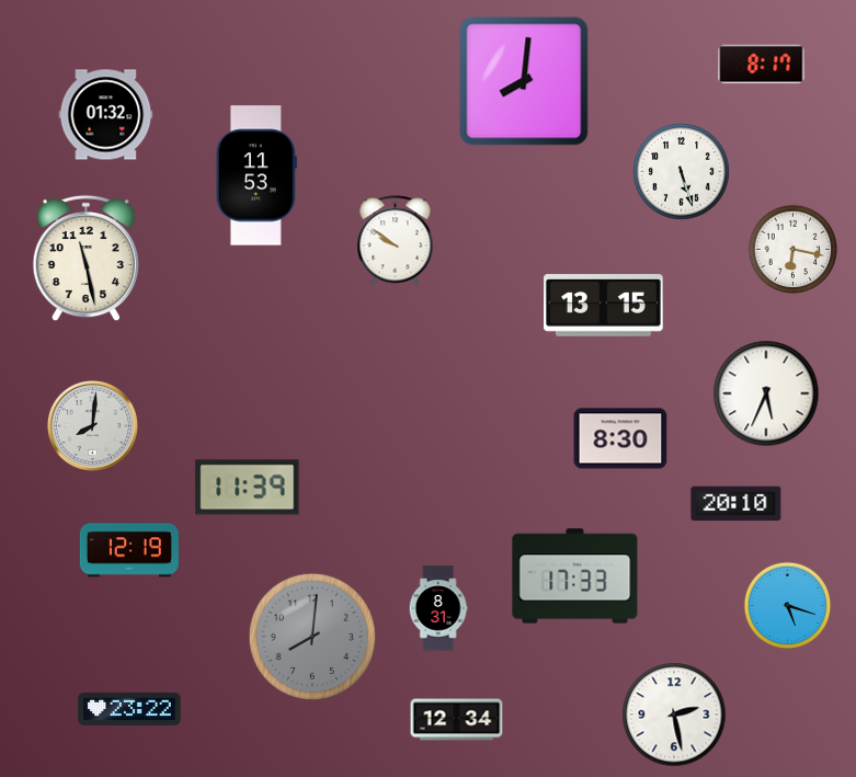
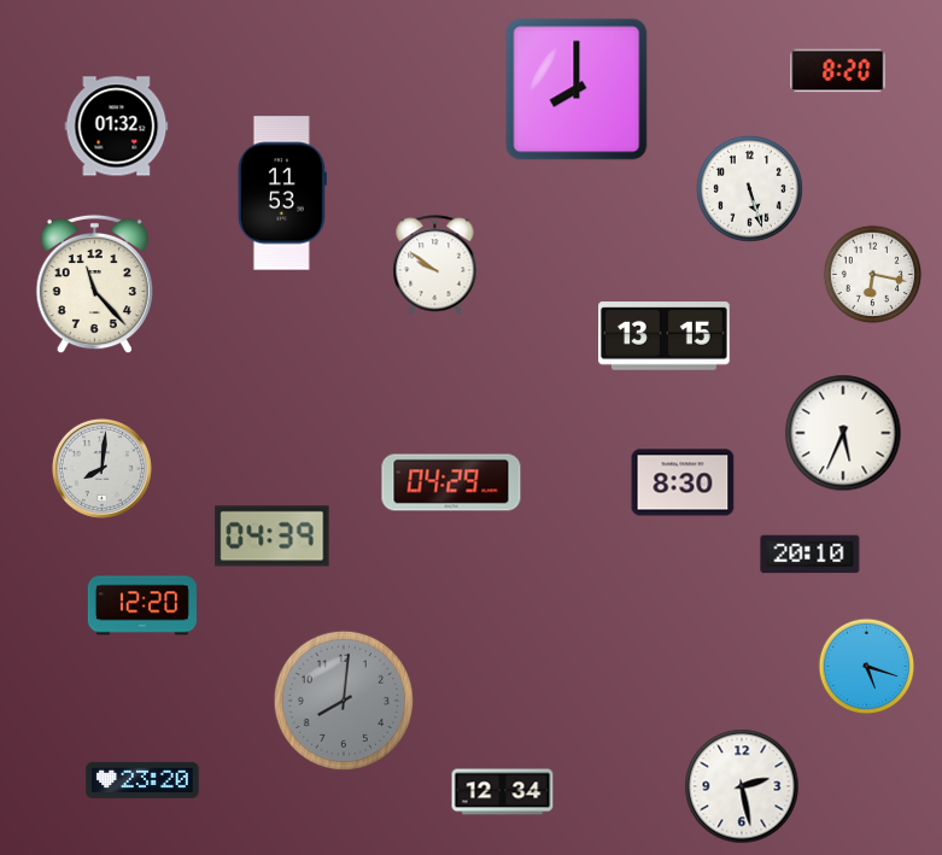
clock at (762, 65): 8:17 -> 8:20
clock at (524, 81): 8:01 -> 8:00
clock at (85, 259): 11:28 -> 11:23
clock at (451, 482): none -> 04:29
clock at (248, 488): 11:39 -> 04:39
clock at (129, 550): 12:19 -> 12:20
clock at (575, 576): 17:33 -> none
clock at (438, 608): 8:31 -> none
clock at (129, 709): 23:22 -> 23:20
